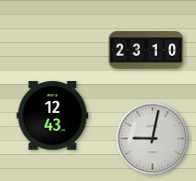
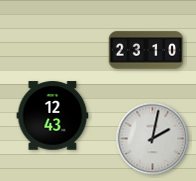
clock at (153, 139): 9:02 -> 2:02
